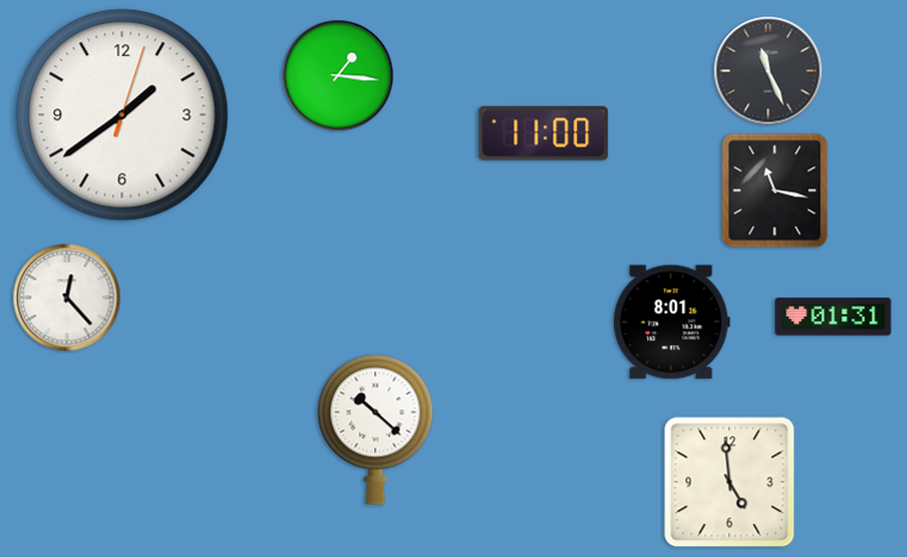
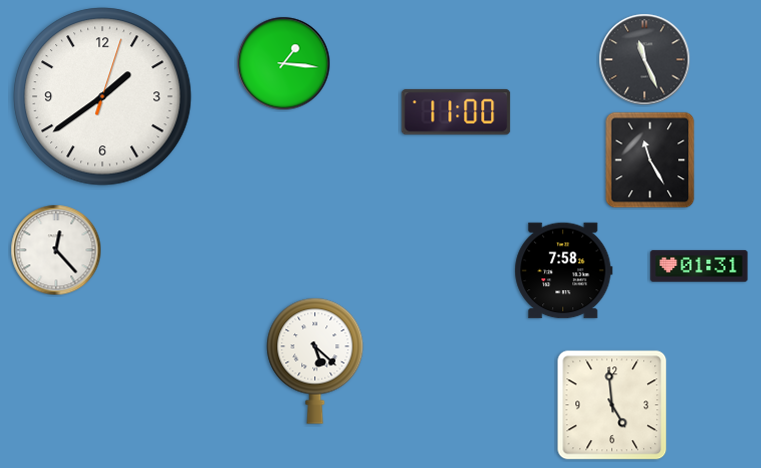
clock at (775, 190): 11:17 -> 11:25
clock at (672, 323): 8:01 -> 7:58
clock at (375, 430): 10:22 -> 5:22
